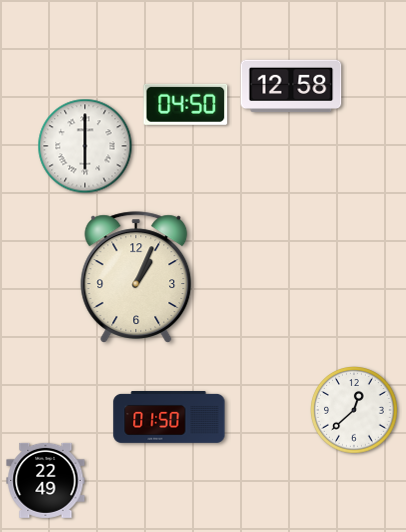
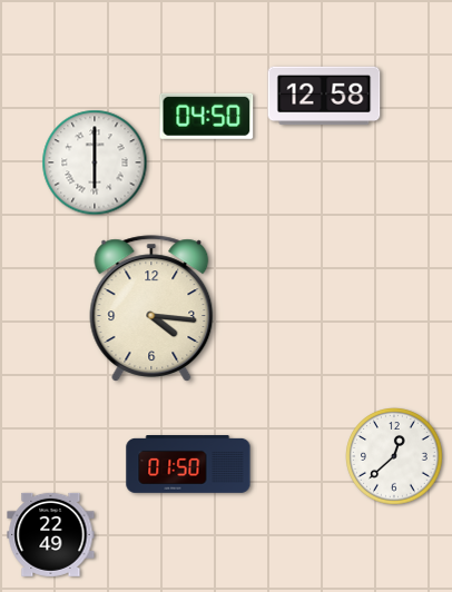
clock at (136, 277): 1:04 -> 4:16
